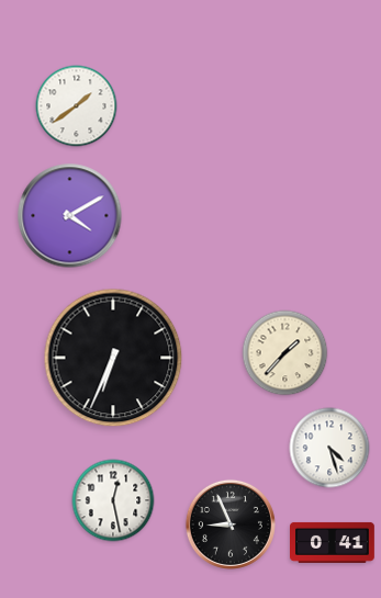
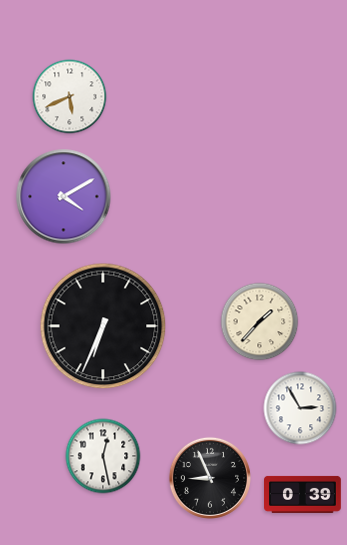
clock at (77, 106): 1:39 -> 5:41
clock at (329, 448): 4:27 -> 2:55
clock at (333, 542): 0:41 -> 0:39
